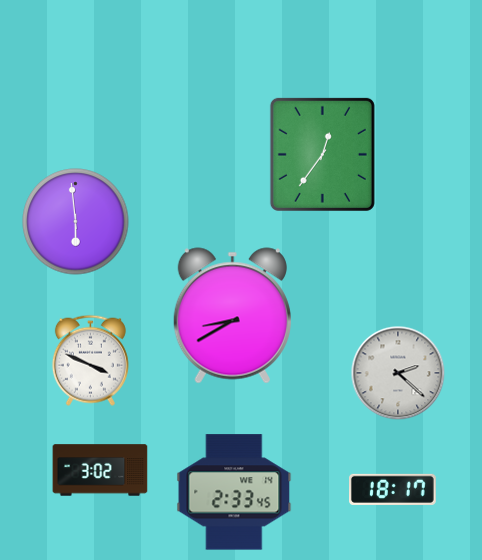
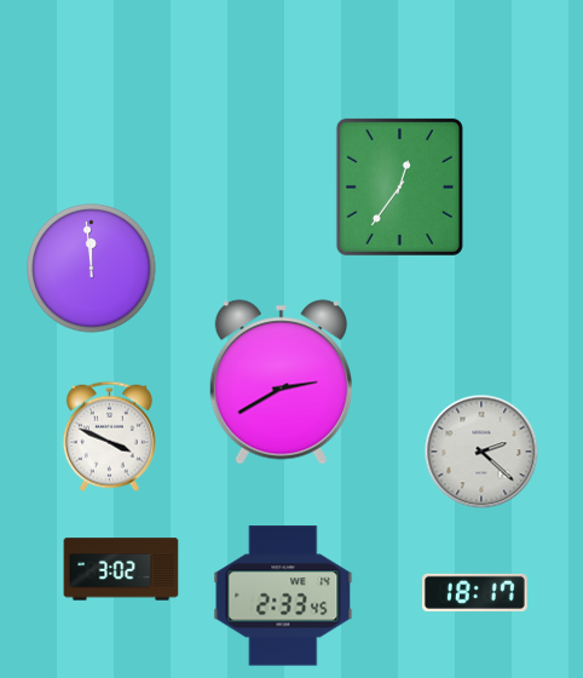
clock at (322, 154) position: (322, 154) -> (399, 186)
clock at (76, 222): 5:59 -> 11:59
clock at (232, 316): 8:40 -> 2:40
